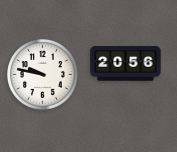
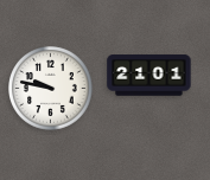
clock at (126, 64): 20:56 -> 21:01
